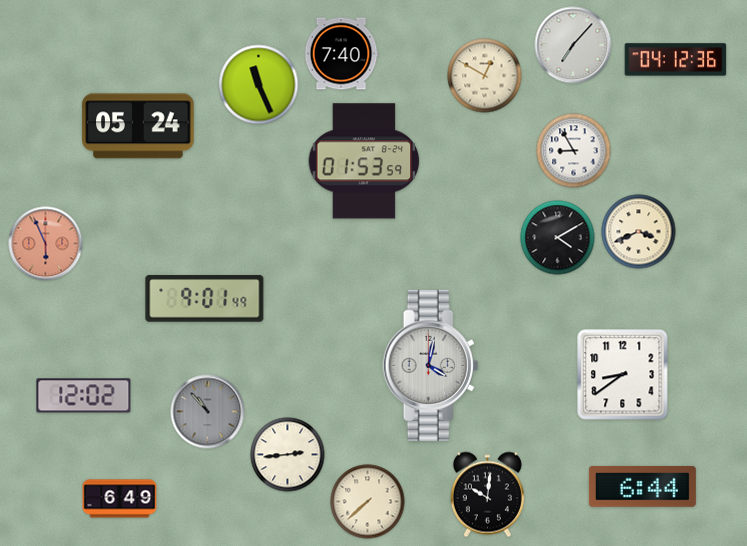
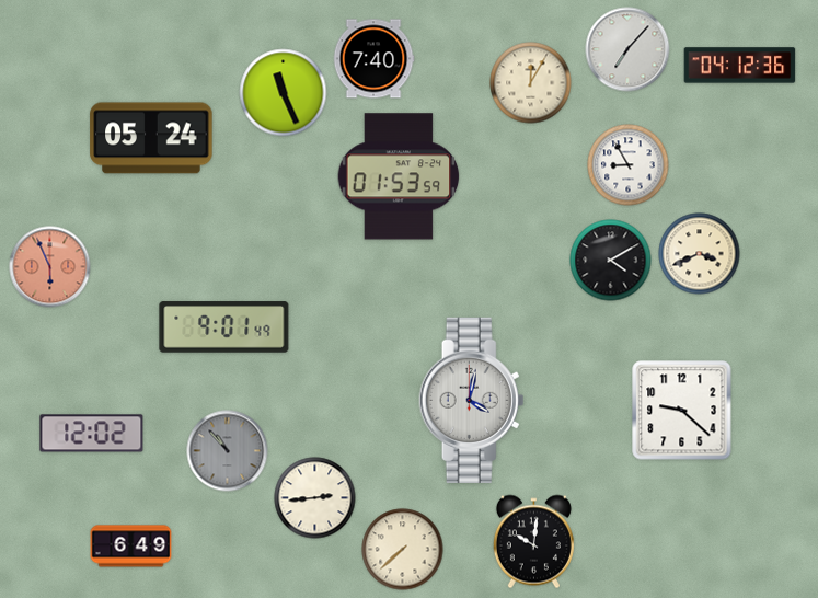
clock at (485, 76): 12:50 -> 12:05
clock at (623, 375): 8:39 -> 9:22
clock at (642, 486): 6:44 -> none
